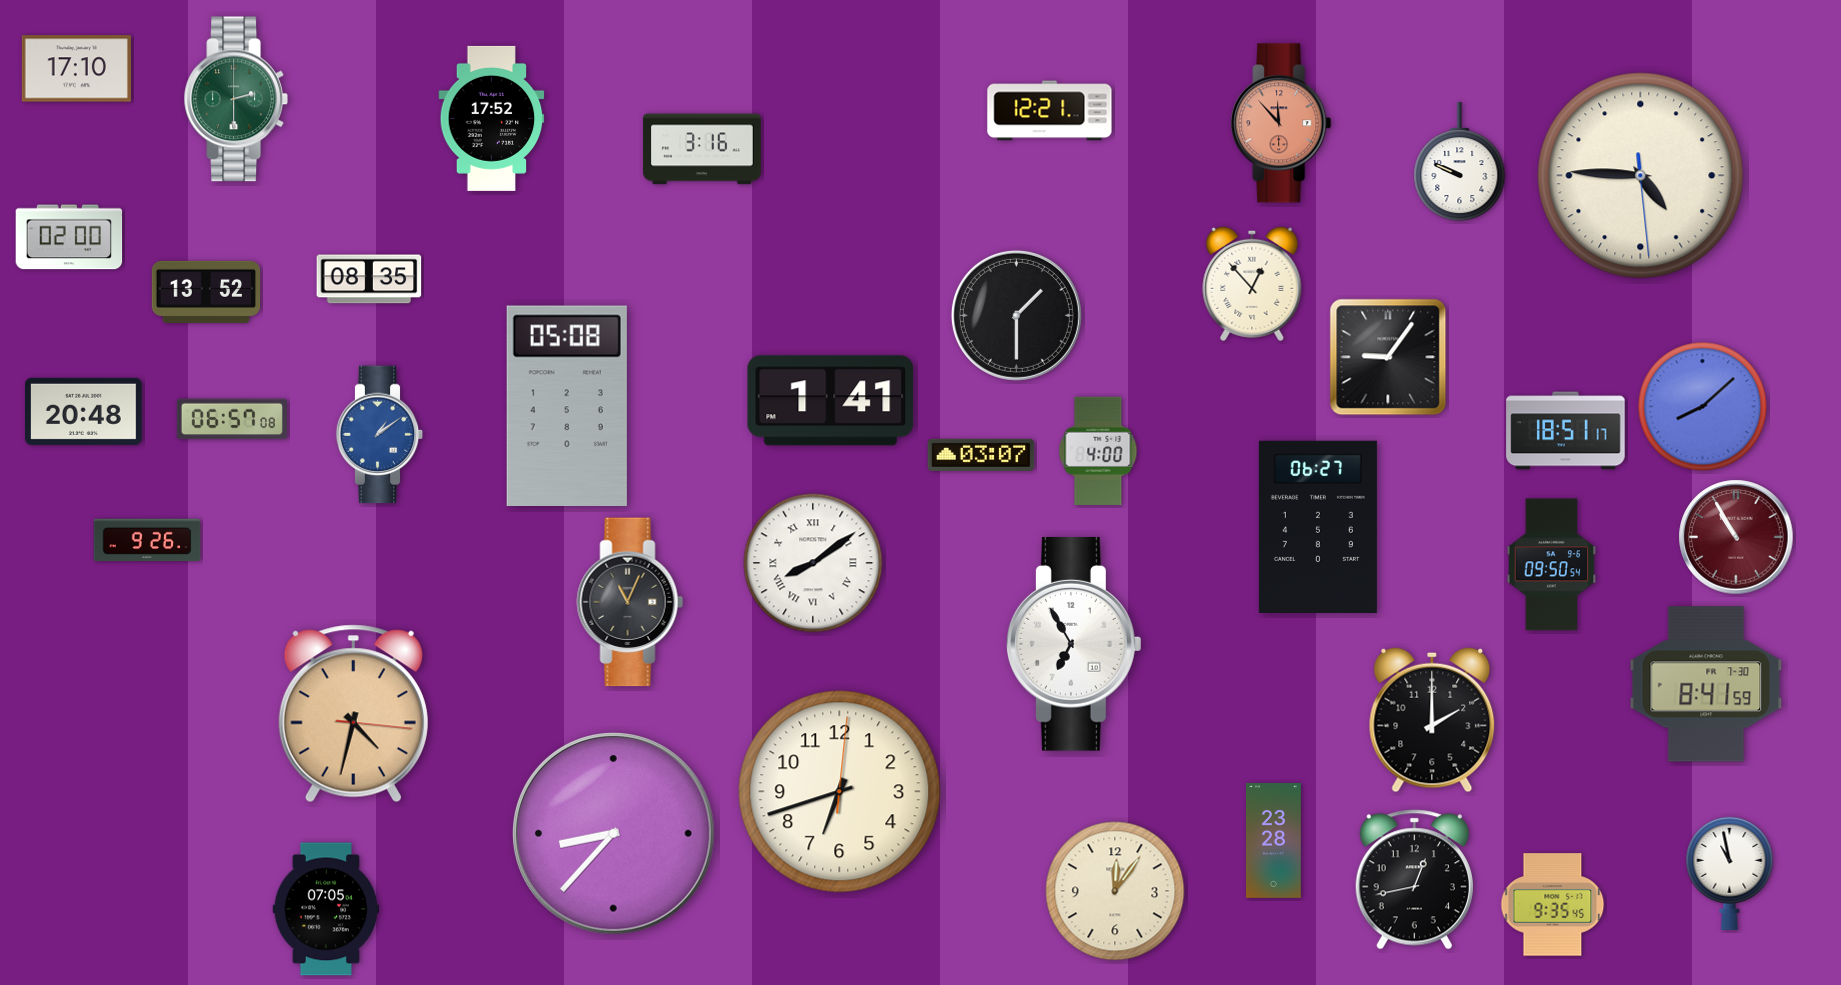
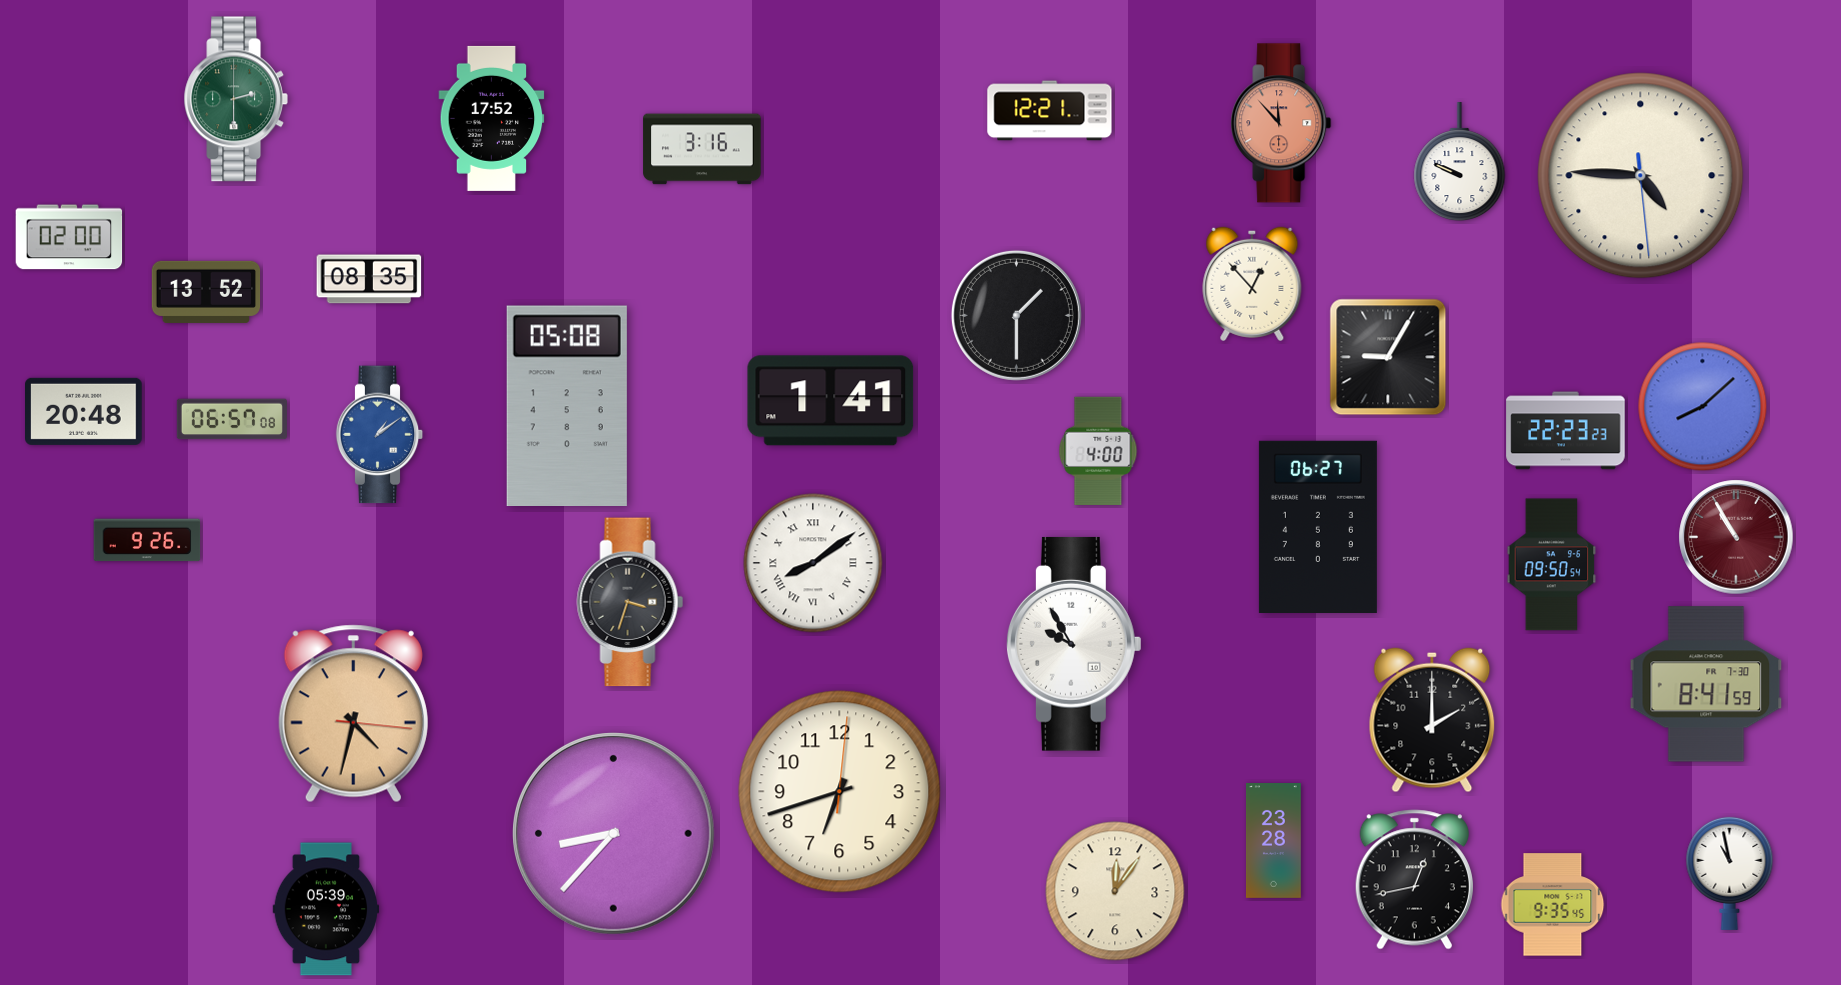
clock at (76, 69): 17:10 -> none
clock at (1388, 357): 9:06 -> 9:05
clock at (1566, 431): 18:51 -> 22:23
clock at (981, 455): 03:07 -> none
clock at (630, 602): 11:04 -> 3:33
clock at (1074, 644): 6:55 -> 9:55
clock at (326, 909): 07:05 -> 05:39
